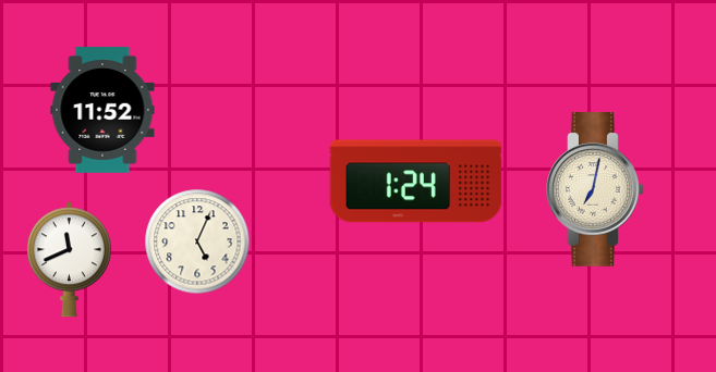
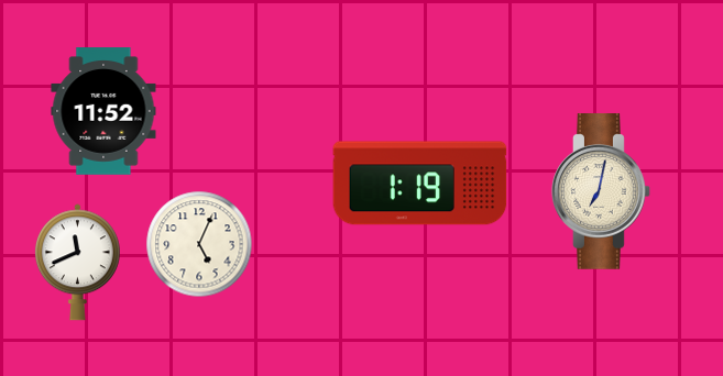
clock at (416, 182): 1:24 -> 1:19
clock at (69, 260) position: (69, 260) -> (77, 263)
